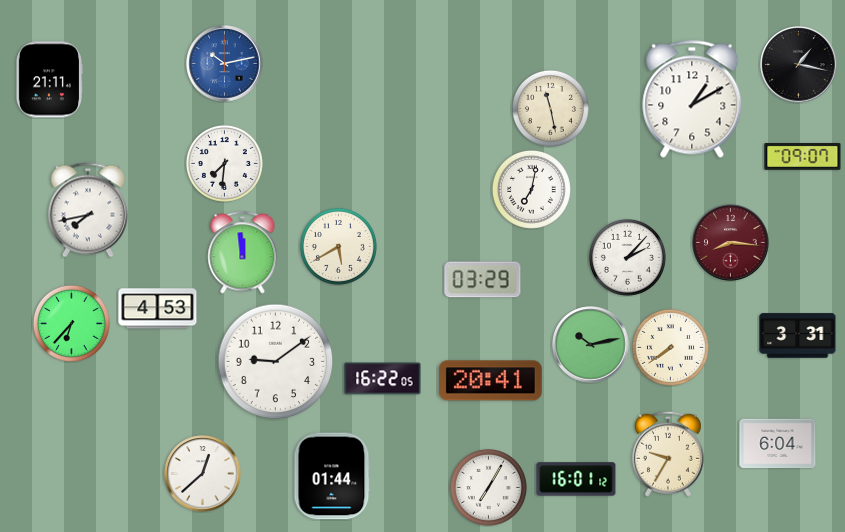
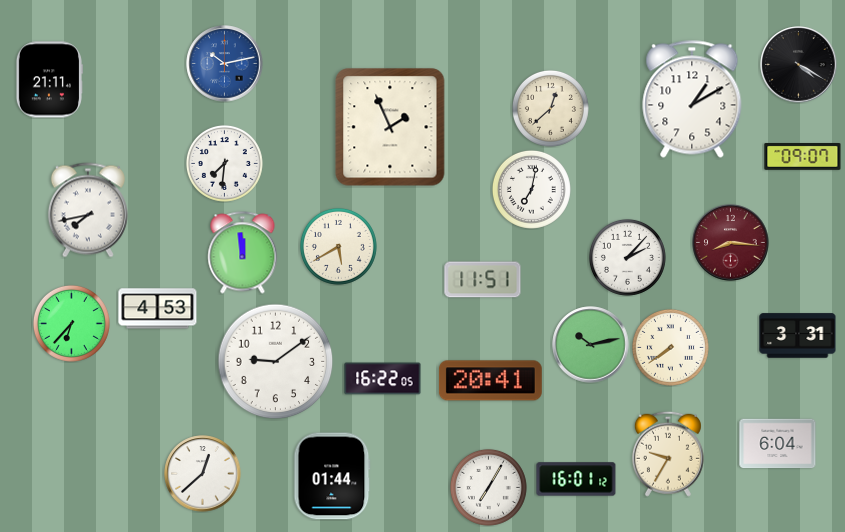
clock at (799, 65): 1:17 -> 4:20
clock at (550, 108): 11:28 -> 12:38
clock at (390, 127): none -> 1:56
clock at (483, 280): 03:29 -> 11:51
